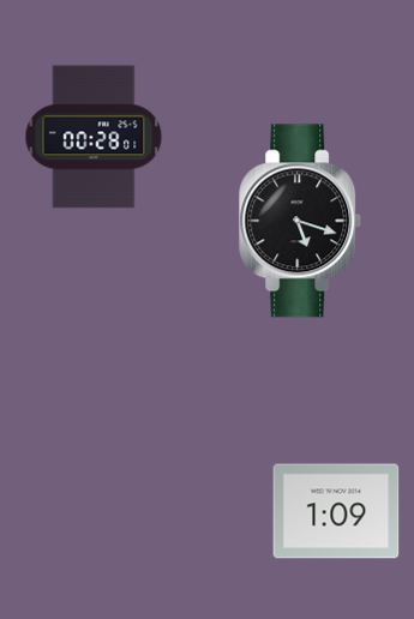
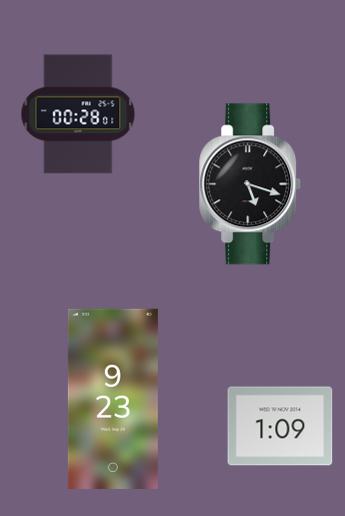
clock at (113, 399): none -> 9:23
